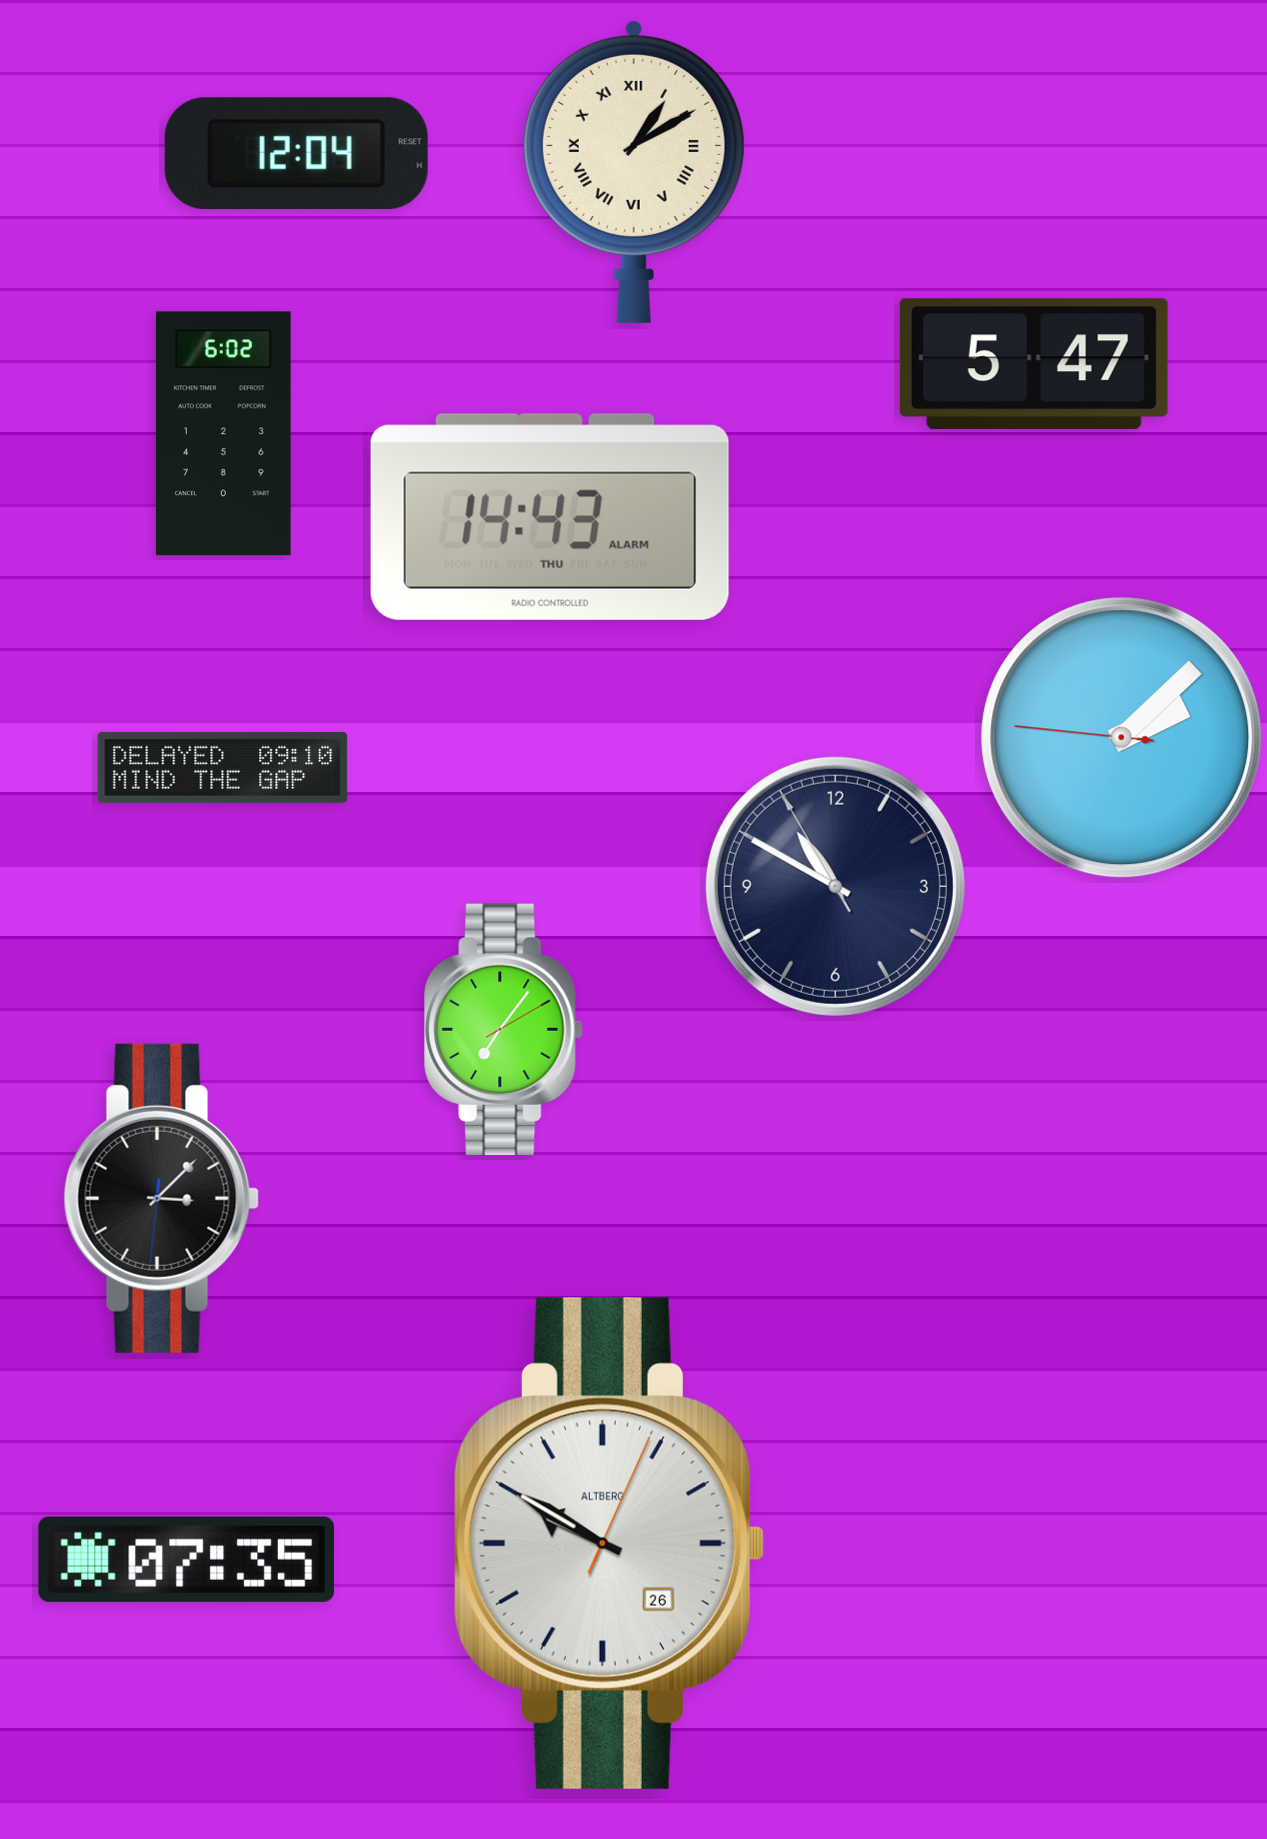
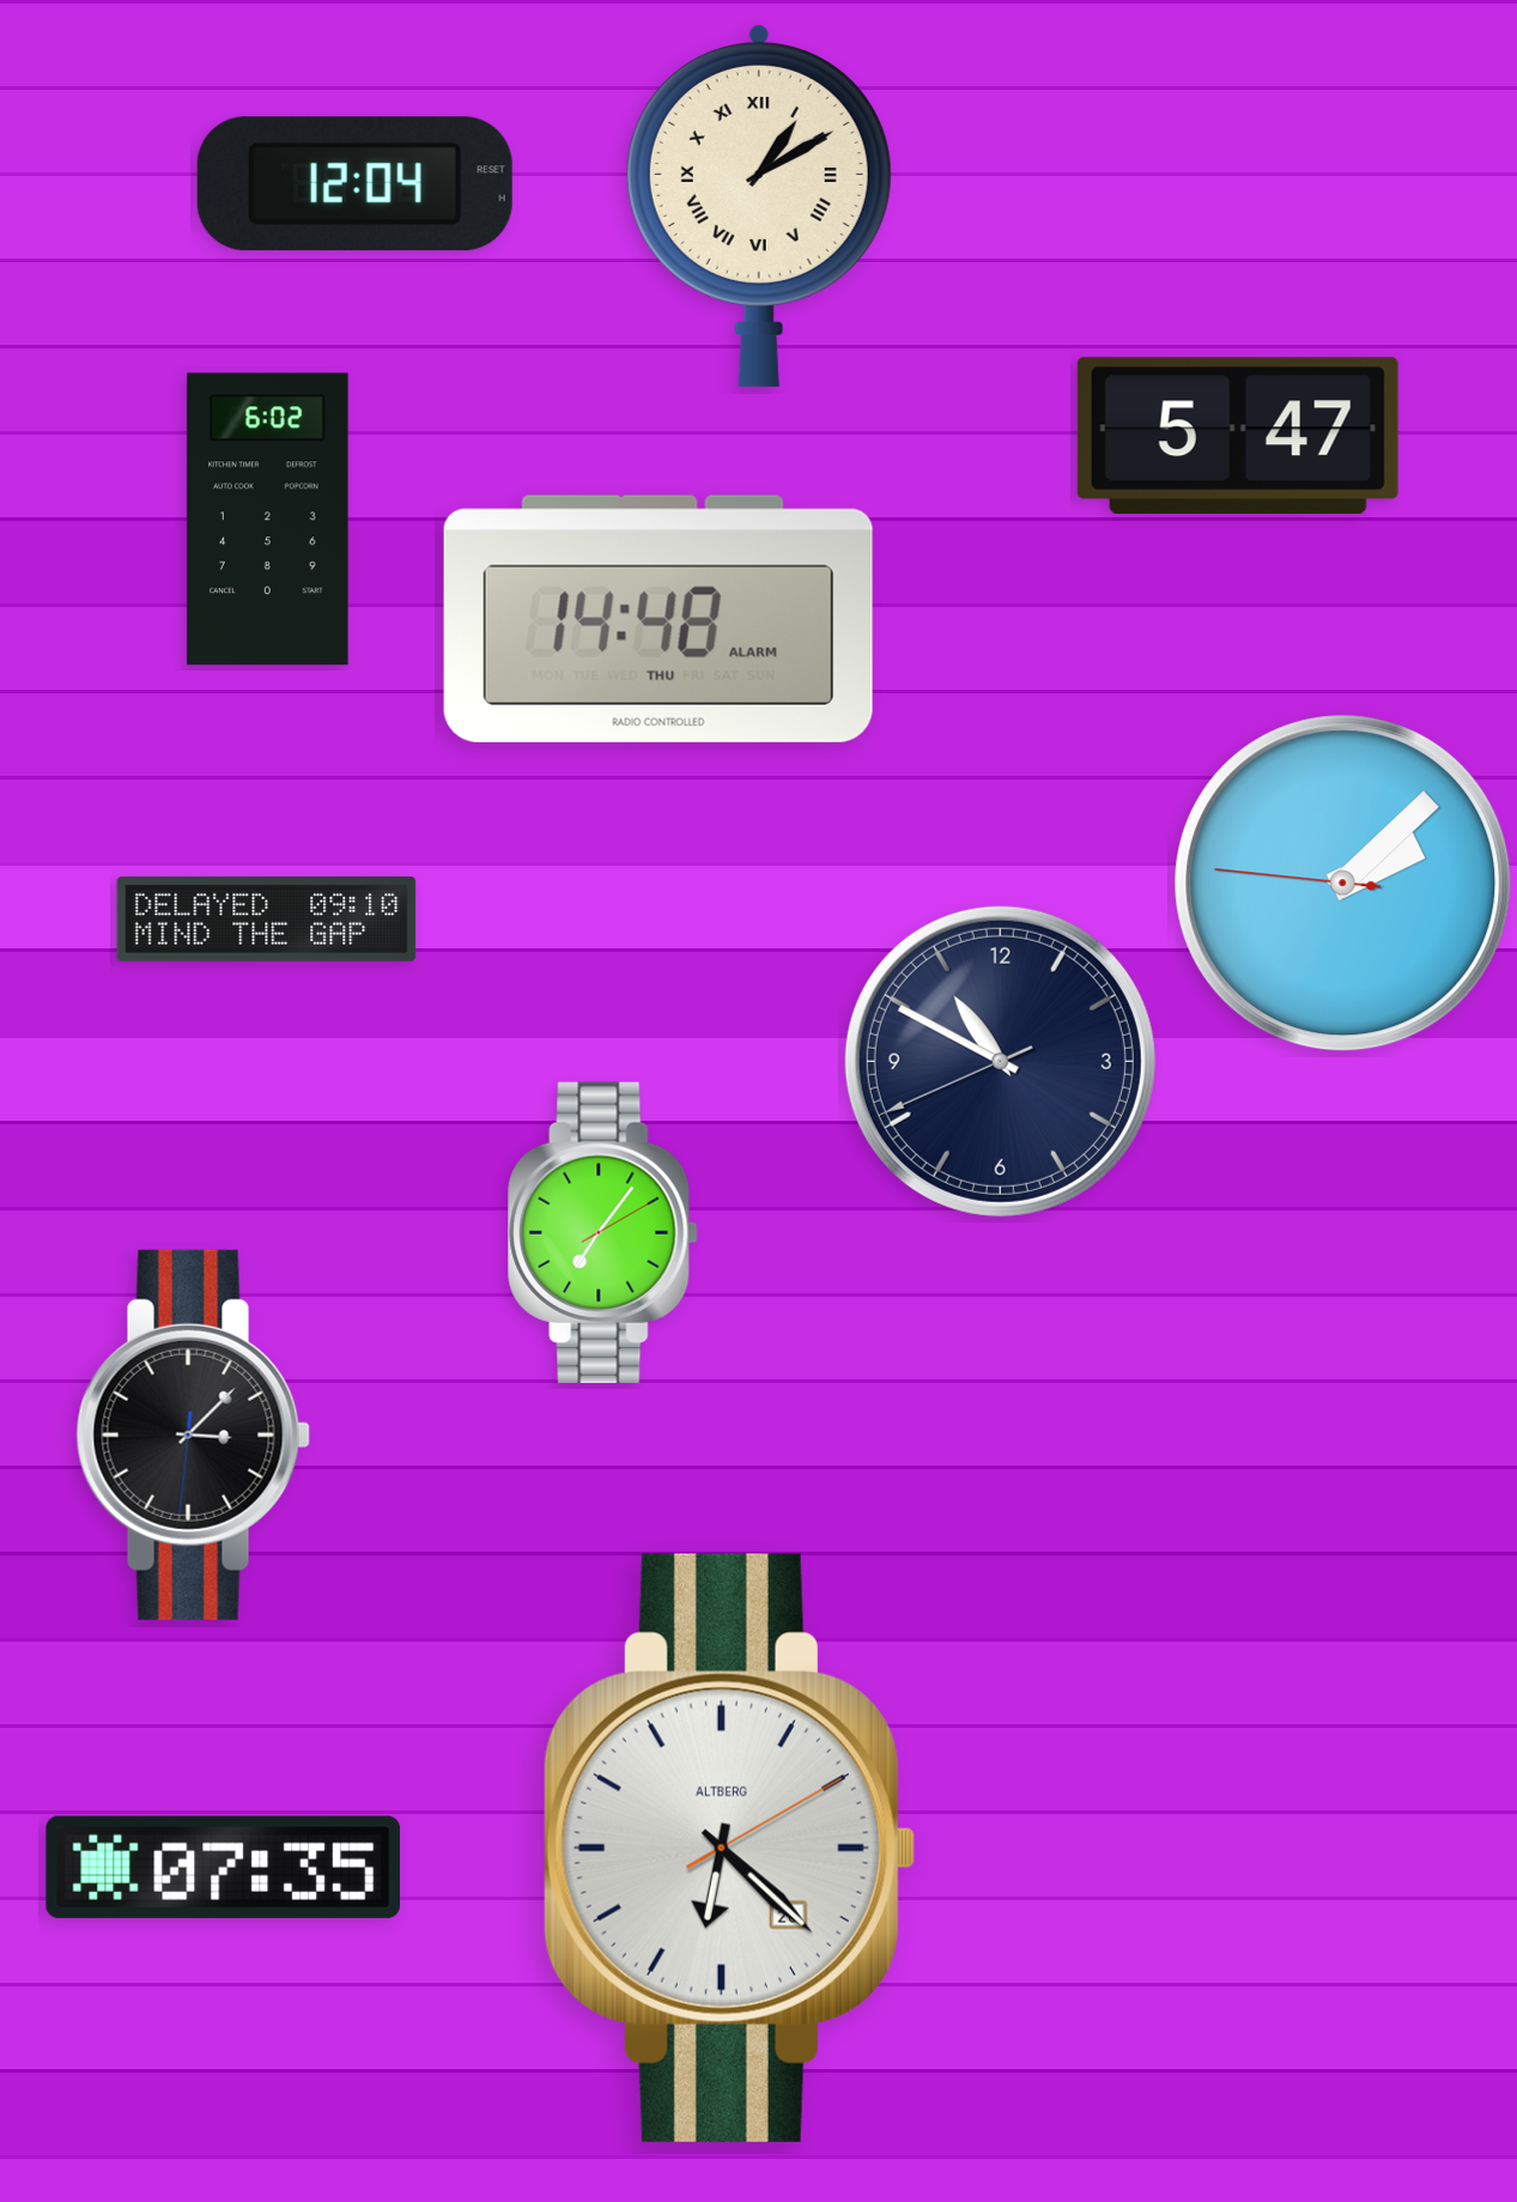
clock at (550, 517): 14:43 -> 14:48
clock at (835, 886): 10:49:55 -> 10:49:41
clock at (609, 1543): 9:50 -> 6:22
